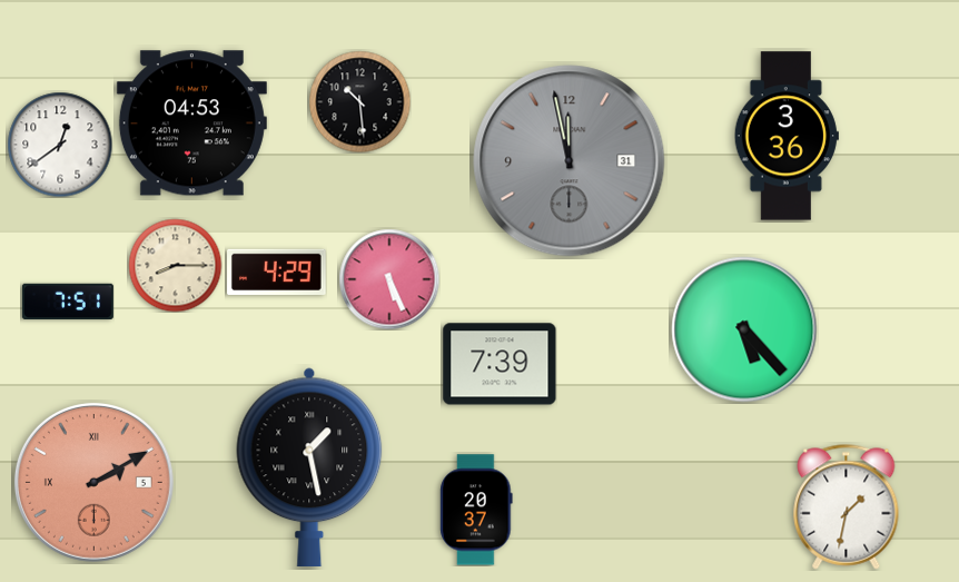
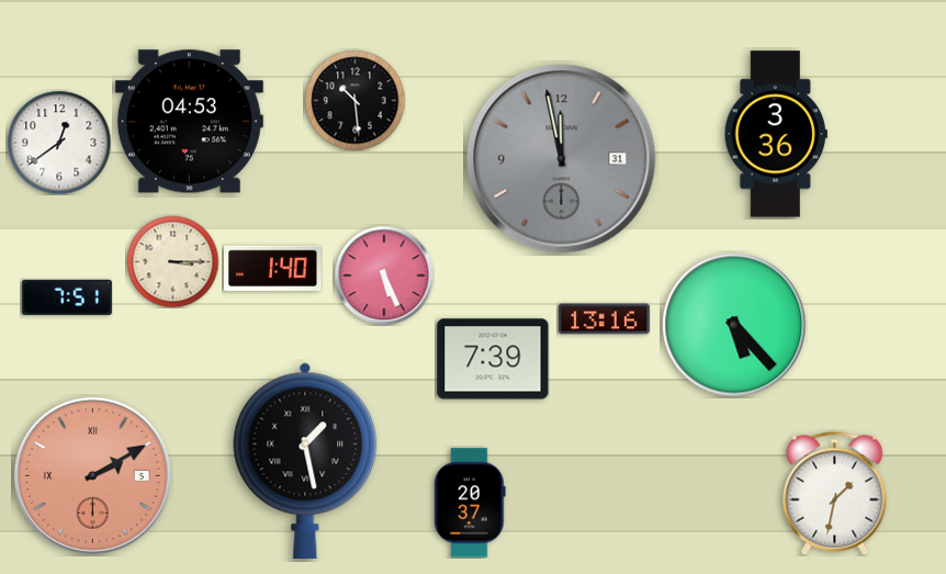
clock at (175, 265): 8:15 -> 3:15
clock at (277, 272): 4:29 -> 1:40
clock at (604, 319): none -> 13:16
clock at (847, 507) position: (847, 507) -> (835, 494)
